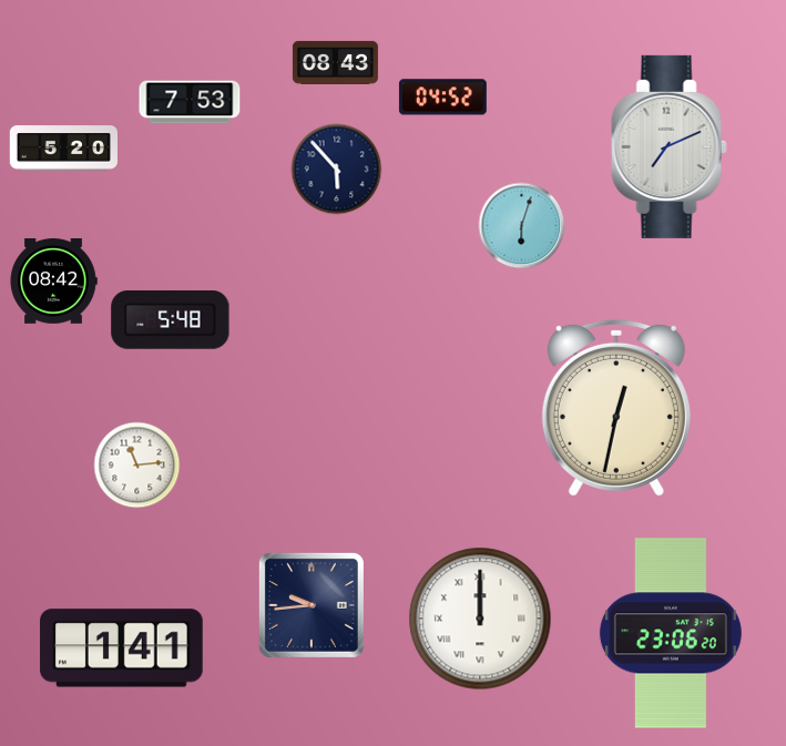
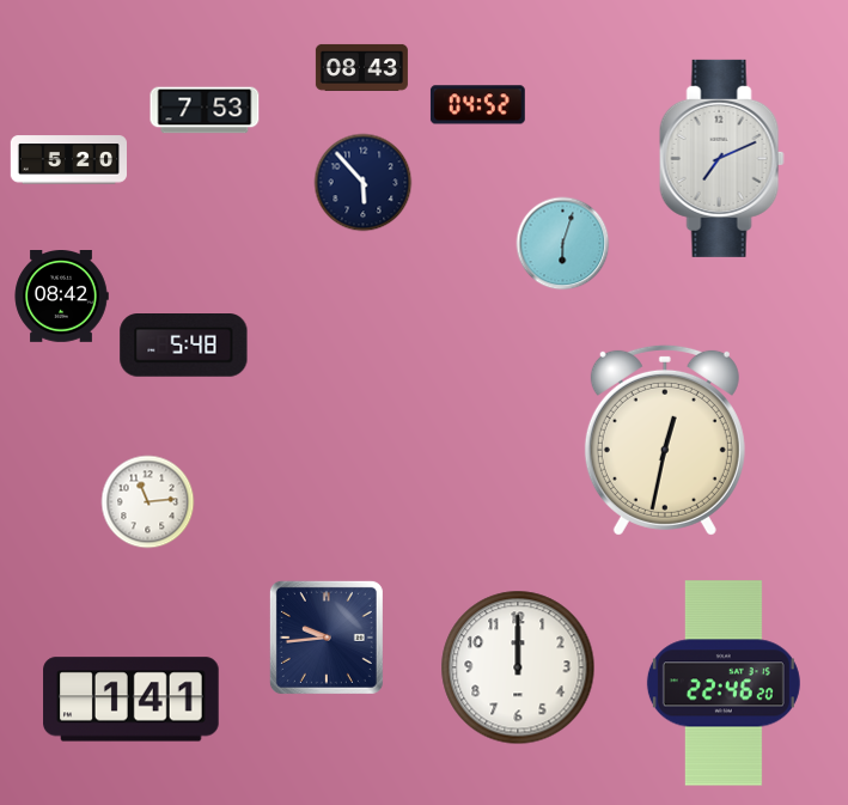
clock at (53, 282) position: (53, 282) -> (61, 297)
clock at (312, 605) position: (312, 605) -> (327, 638)
clock at (480, 619) numerals: Roman -> Arabic
clock at (671, 633): 23:06 -> 22:46
